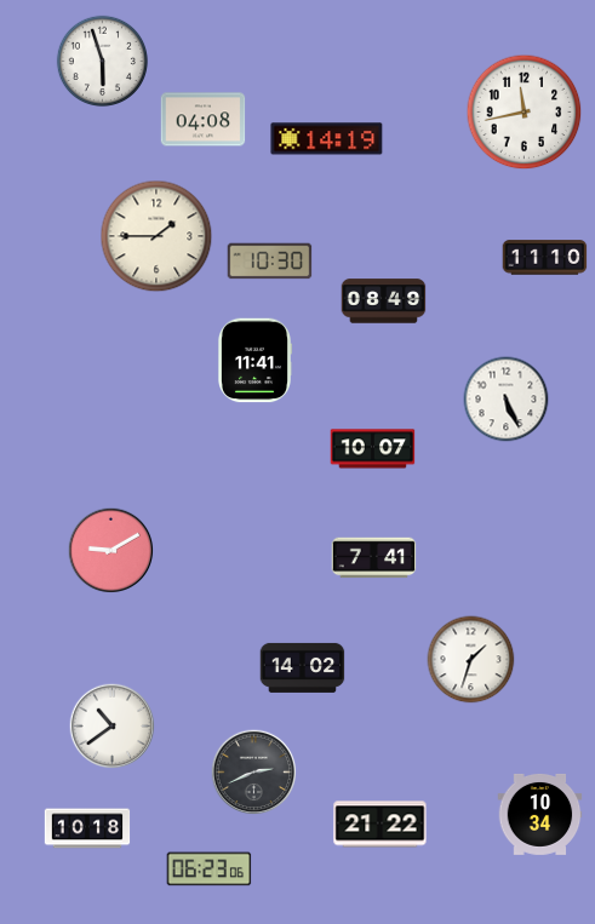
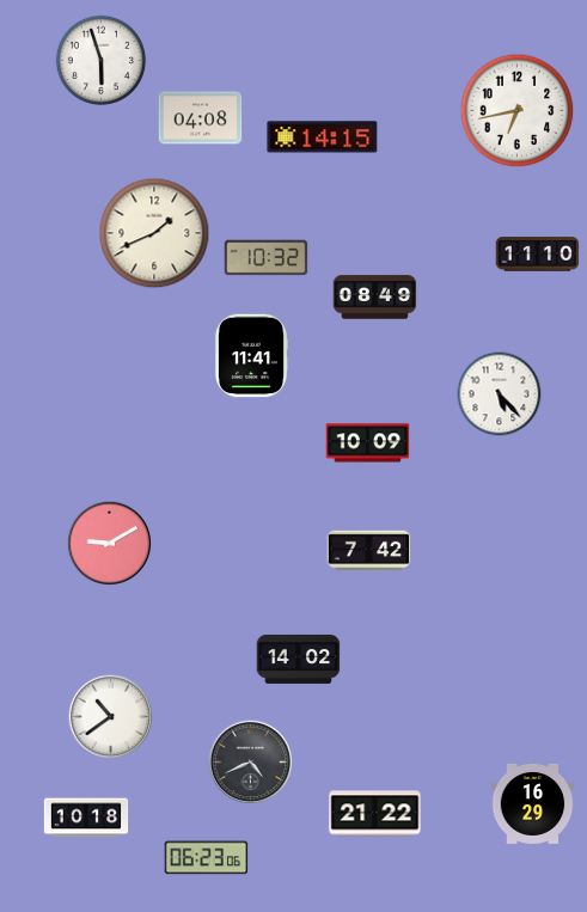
clock at (525, 113): 11:43 -> 6:43
clock at (327, 139): 14:19 -> 14:15
clock at (156, 236): 1:45 -> 1:41
clock at (270, 262): 10:30 -> 10:32
clock at (384, 302) position: (384, 302) -> (375, 298)
clock at (507, 400): 5:26 -> 5:23
clock at (373, 449): 10:07 -> 10:09
clock at (374, 558): 7:41 -> 7:42
clock at (471, 660): 1:33 -> none
clock at (254, 773): 2:41 -> 4:41
clock at (540, 814): 10:34 -> 16:29
